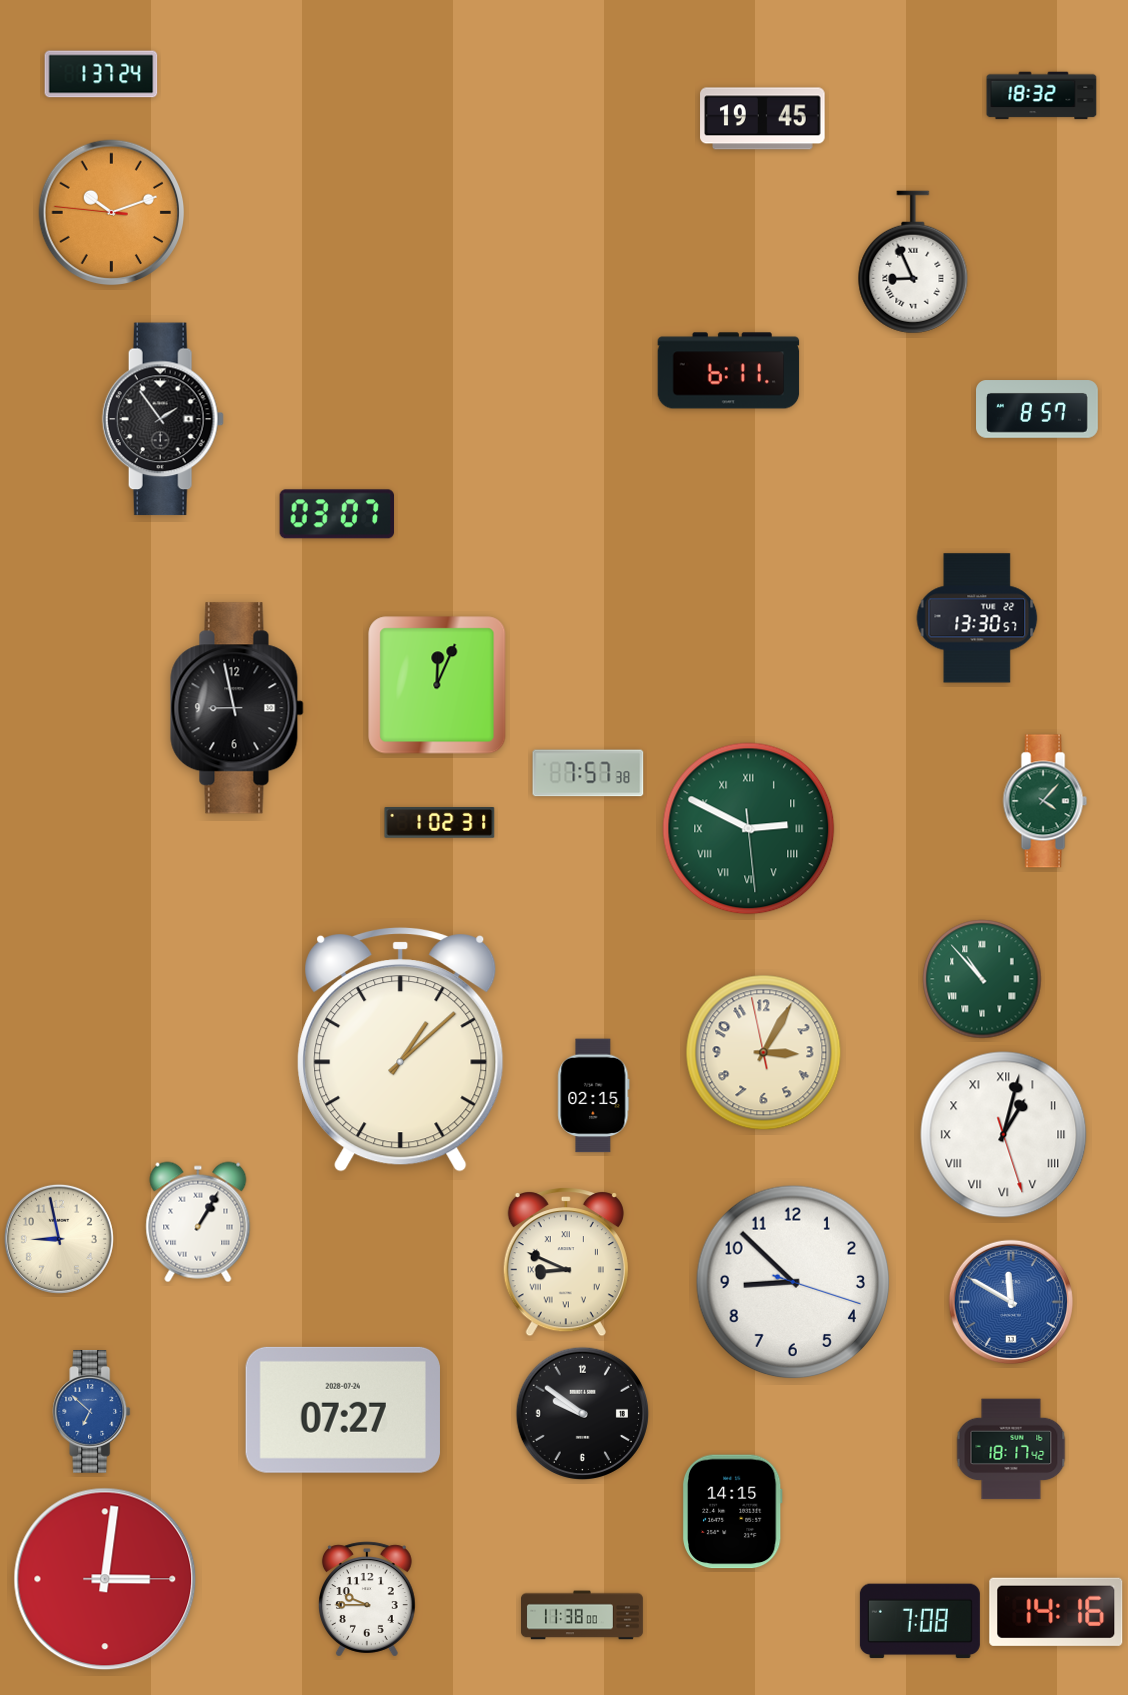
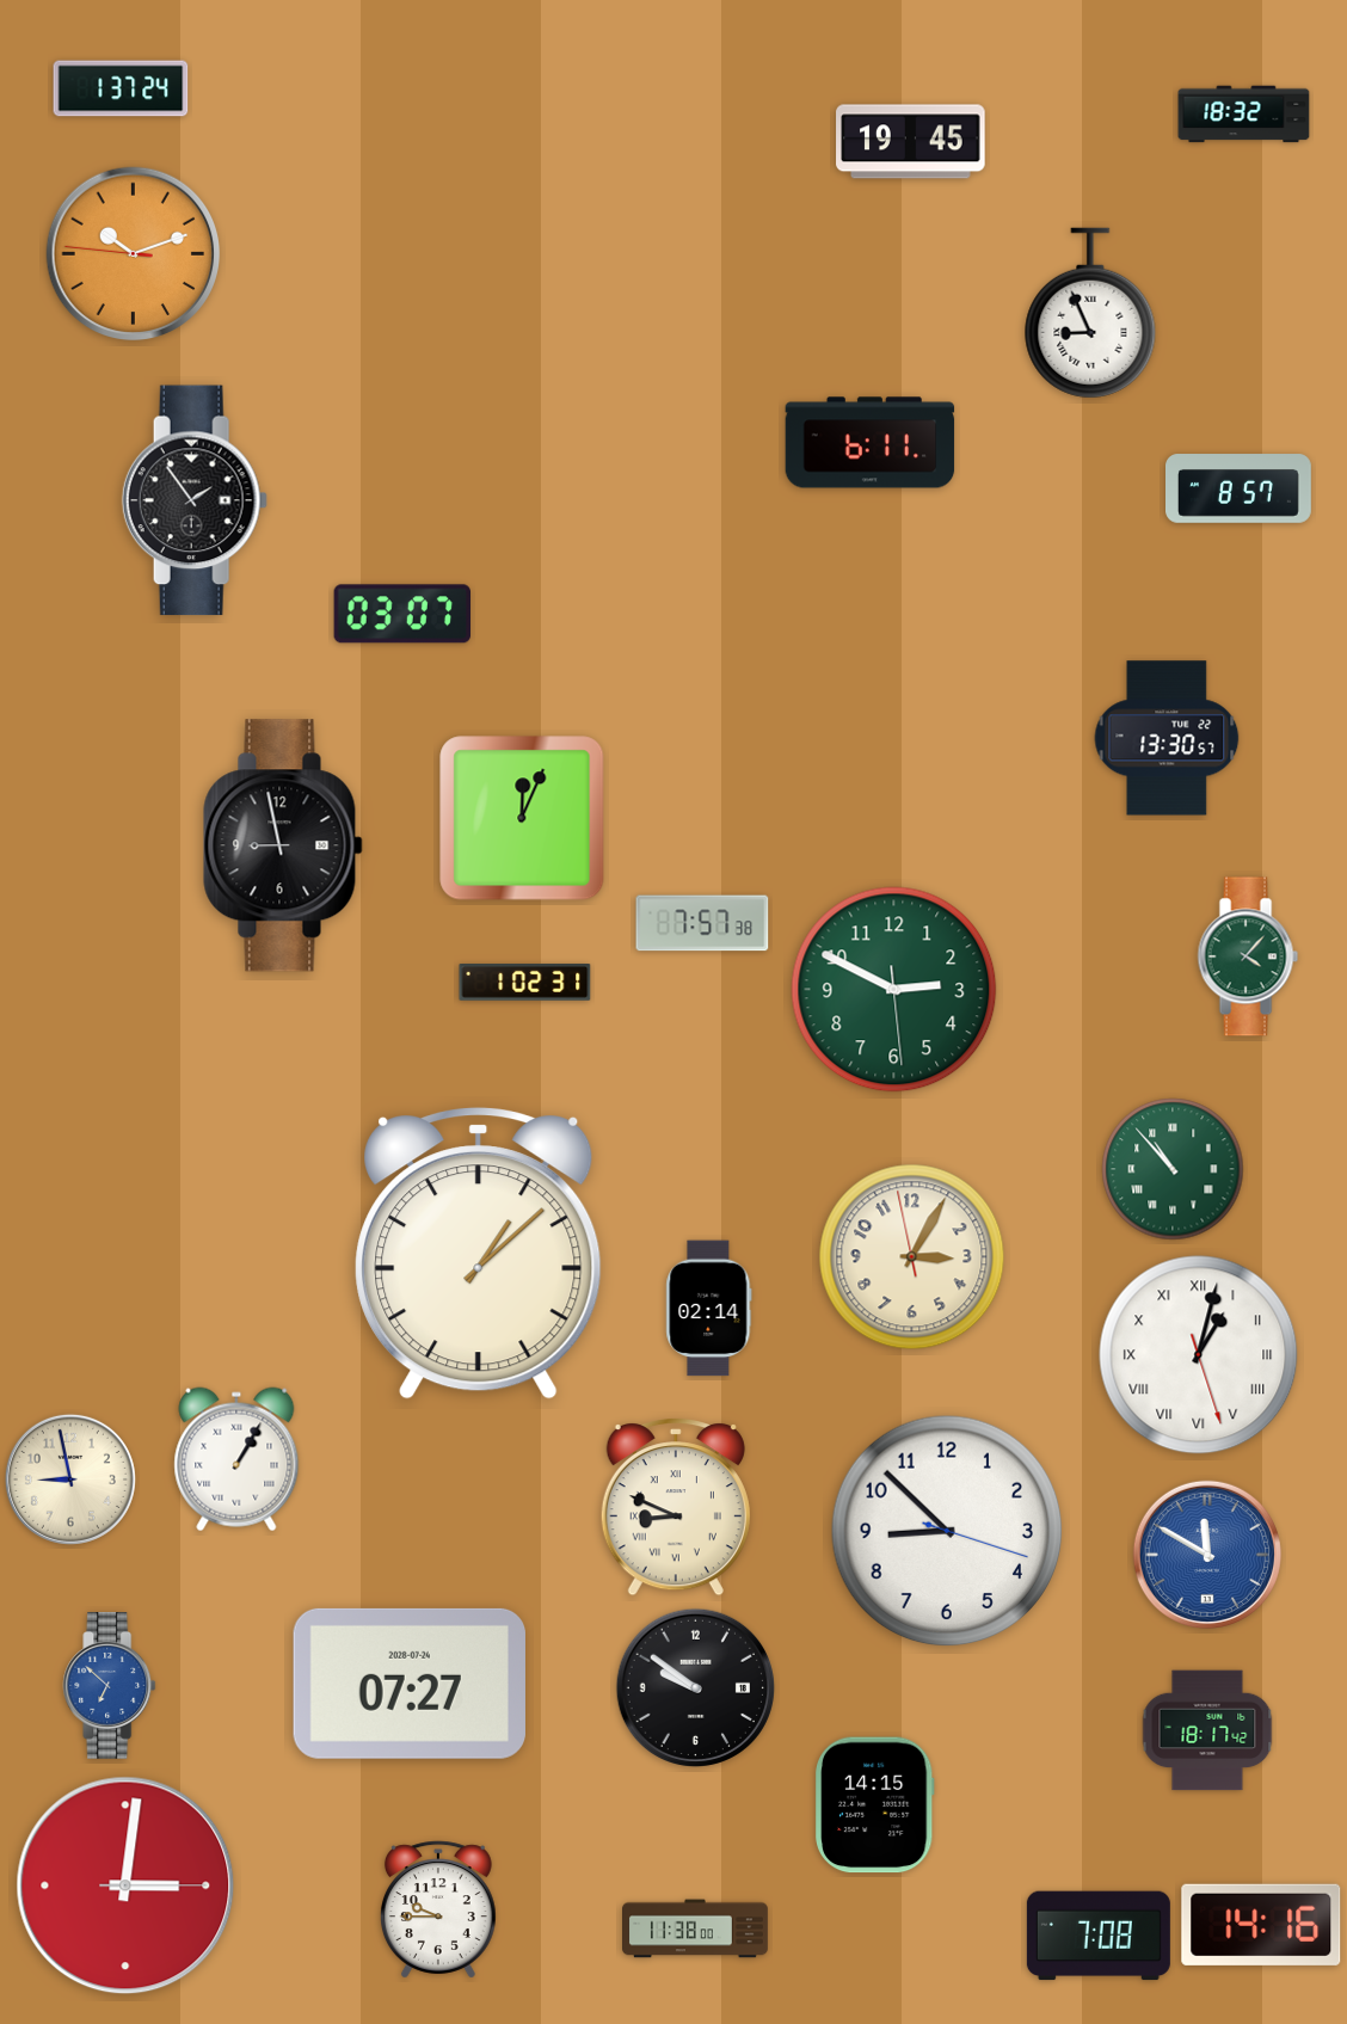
clock at (749, 829) numerals: Roman -> Arabic
clock at (594, 1096): 02:15 -> 02:14
